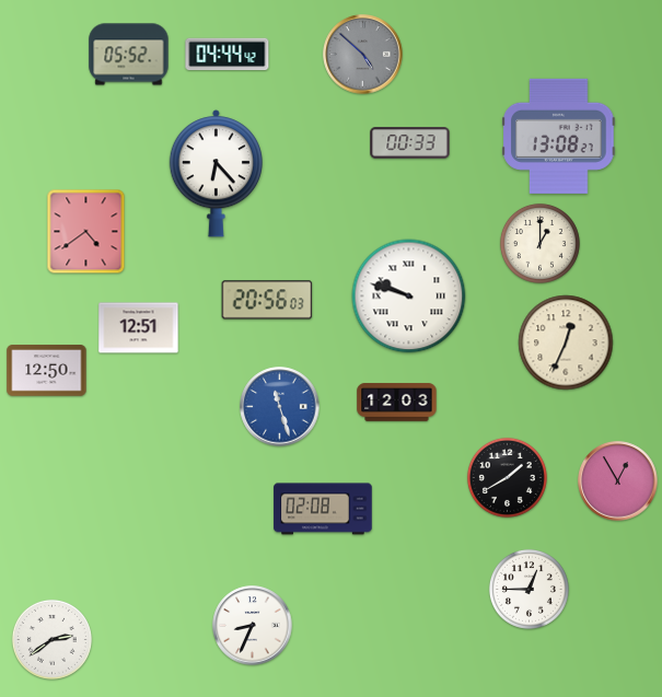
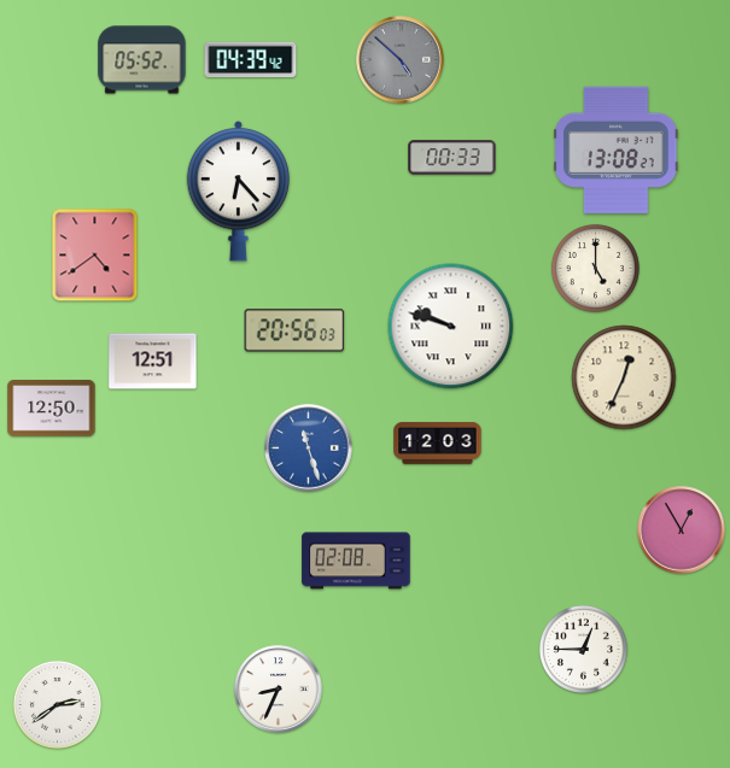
clock at (228, 55): 04:44 -> 04:39
clock at (539, 243): 1:00 -> 5:00
clock at (507, 477): 1:40 -> none
